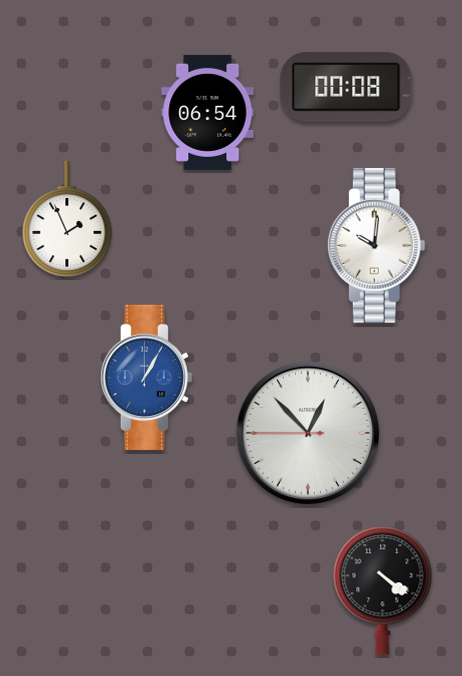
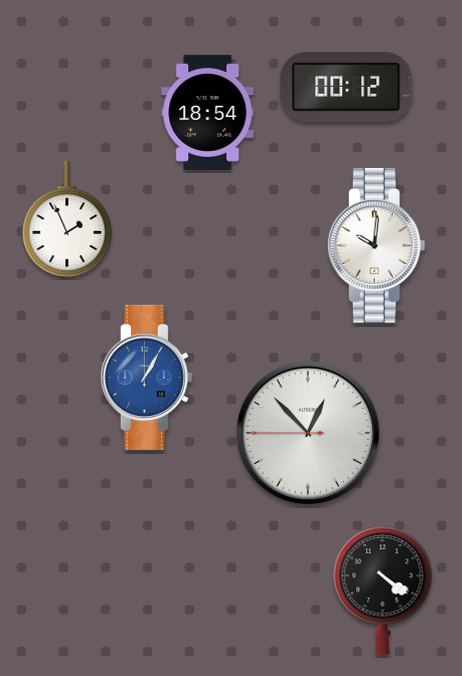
clock at (346, 87): 00:08 -> 00:12
clock at (208, 112): 06:54 -> 18:54
